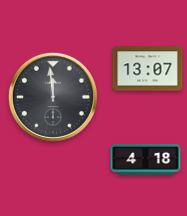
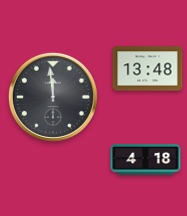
clock at (148, 69): 13:07 -> 13:48
